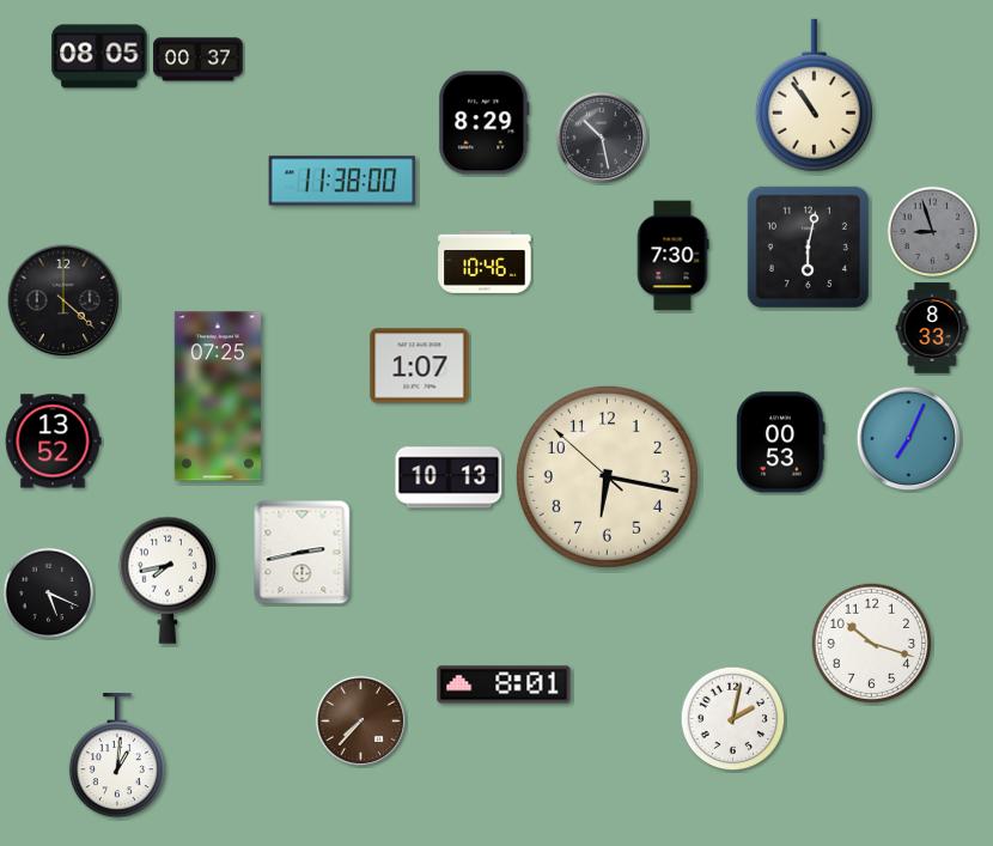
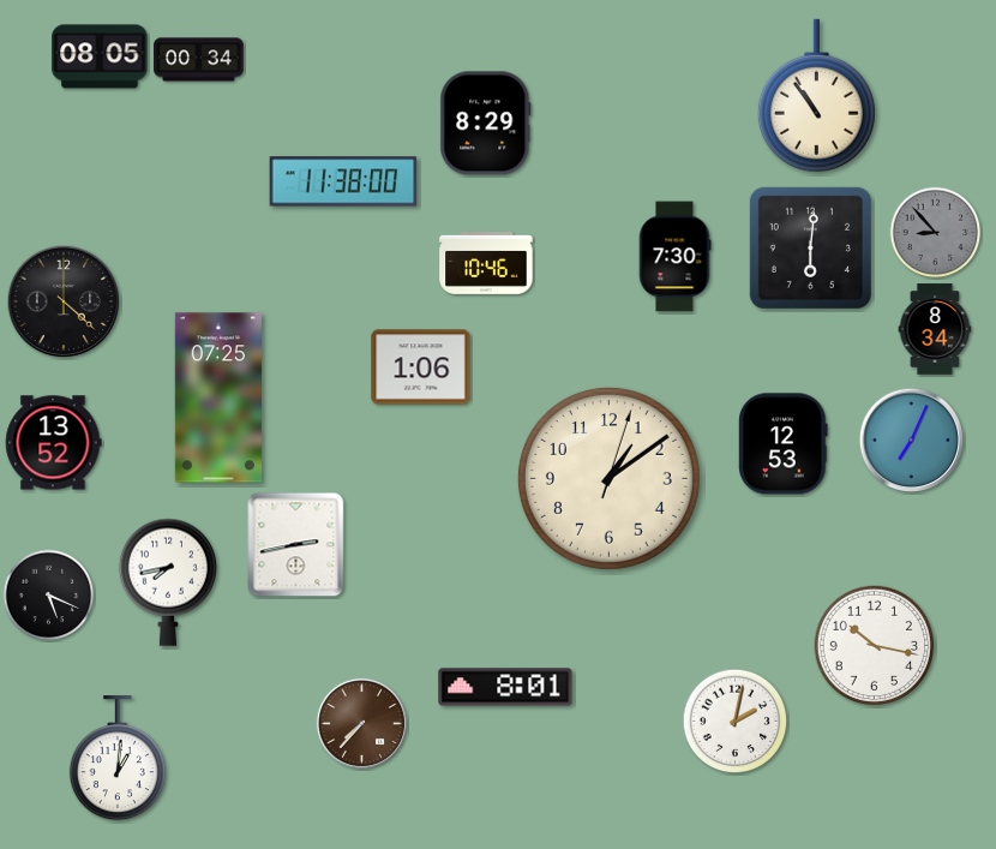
clock at (199, 60): 00:37 -> 00:34
clock at (602, 138): 10:28 -> none
clock at (933, 232): 8:57 -> 8:53
clock at (808, 247): 6:02 -> 6:01
clock at (932, 328): 8:33 -> 8:34
clock at (420, 366): 1:07 -> 1:06
clock at (781, 443): 00:53 -> 12:53
clock at (607, 476): 6:16 -> 1:09
clock at (449, 477): 10:13 -> none
clock at (303, 553) position: (303, 553) -> (296, 545)
clock at (871, 643): 10:18 -> 10:17
